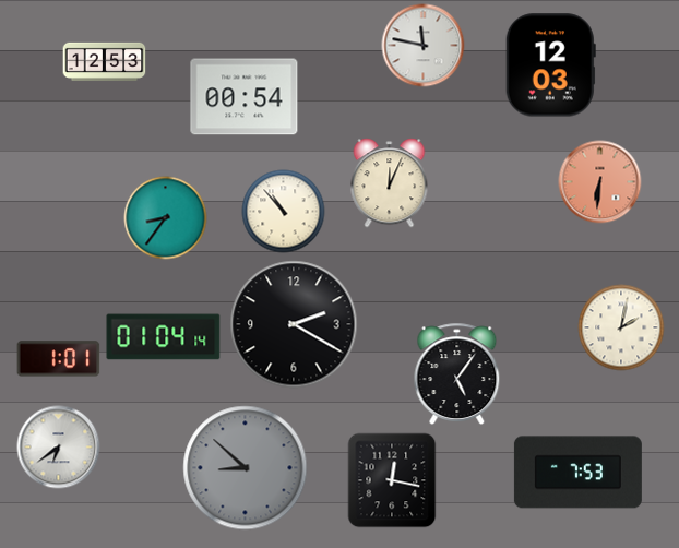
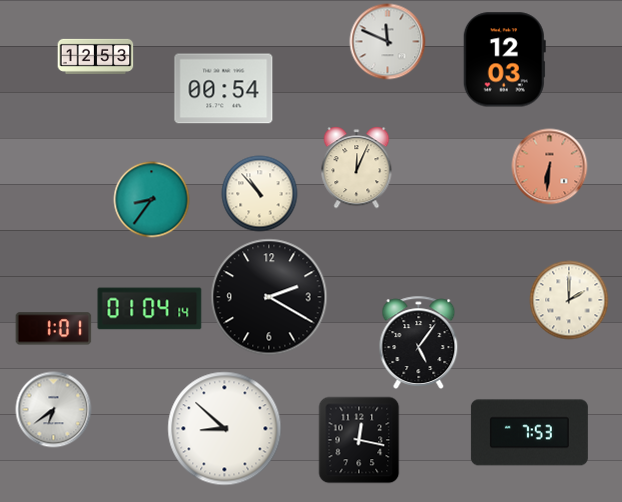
clock at (424, 46): 11:47 -> 11:49
clock at (621, 327): 2:02 -> 2:00
clock at (246, 468) dial: grey -> white
